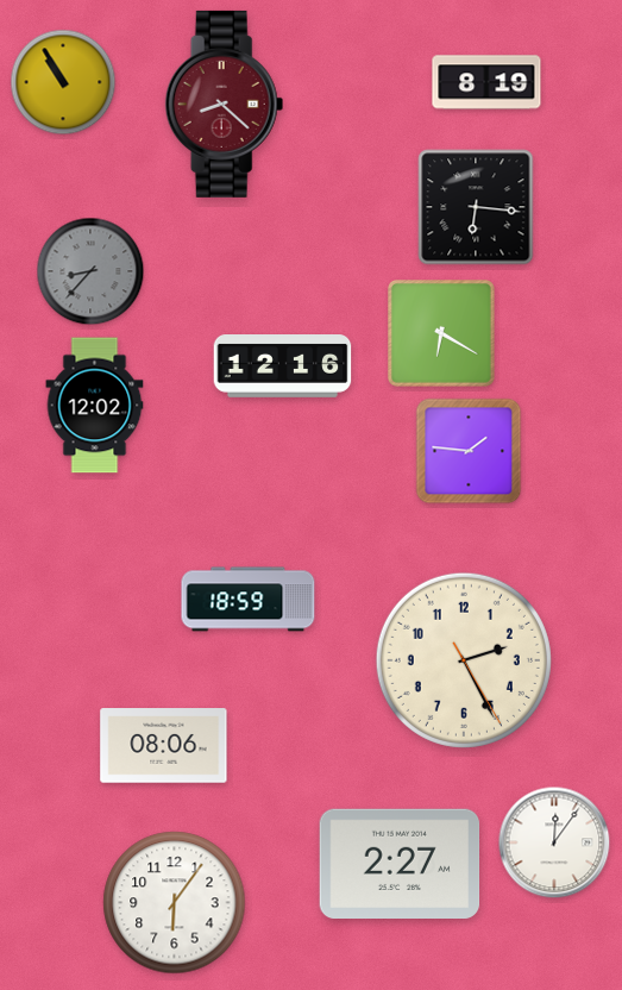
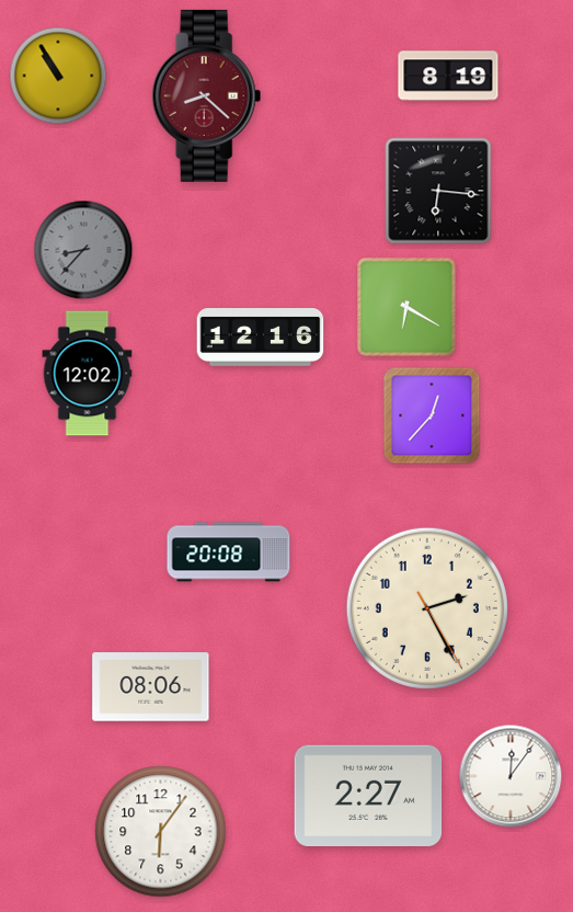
clock at (469, 451): 1:46 -> 12:37
clock at (249, 600): 18:59 -> 20:08
